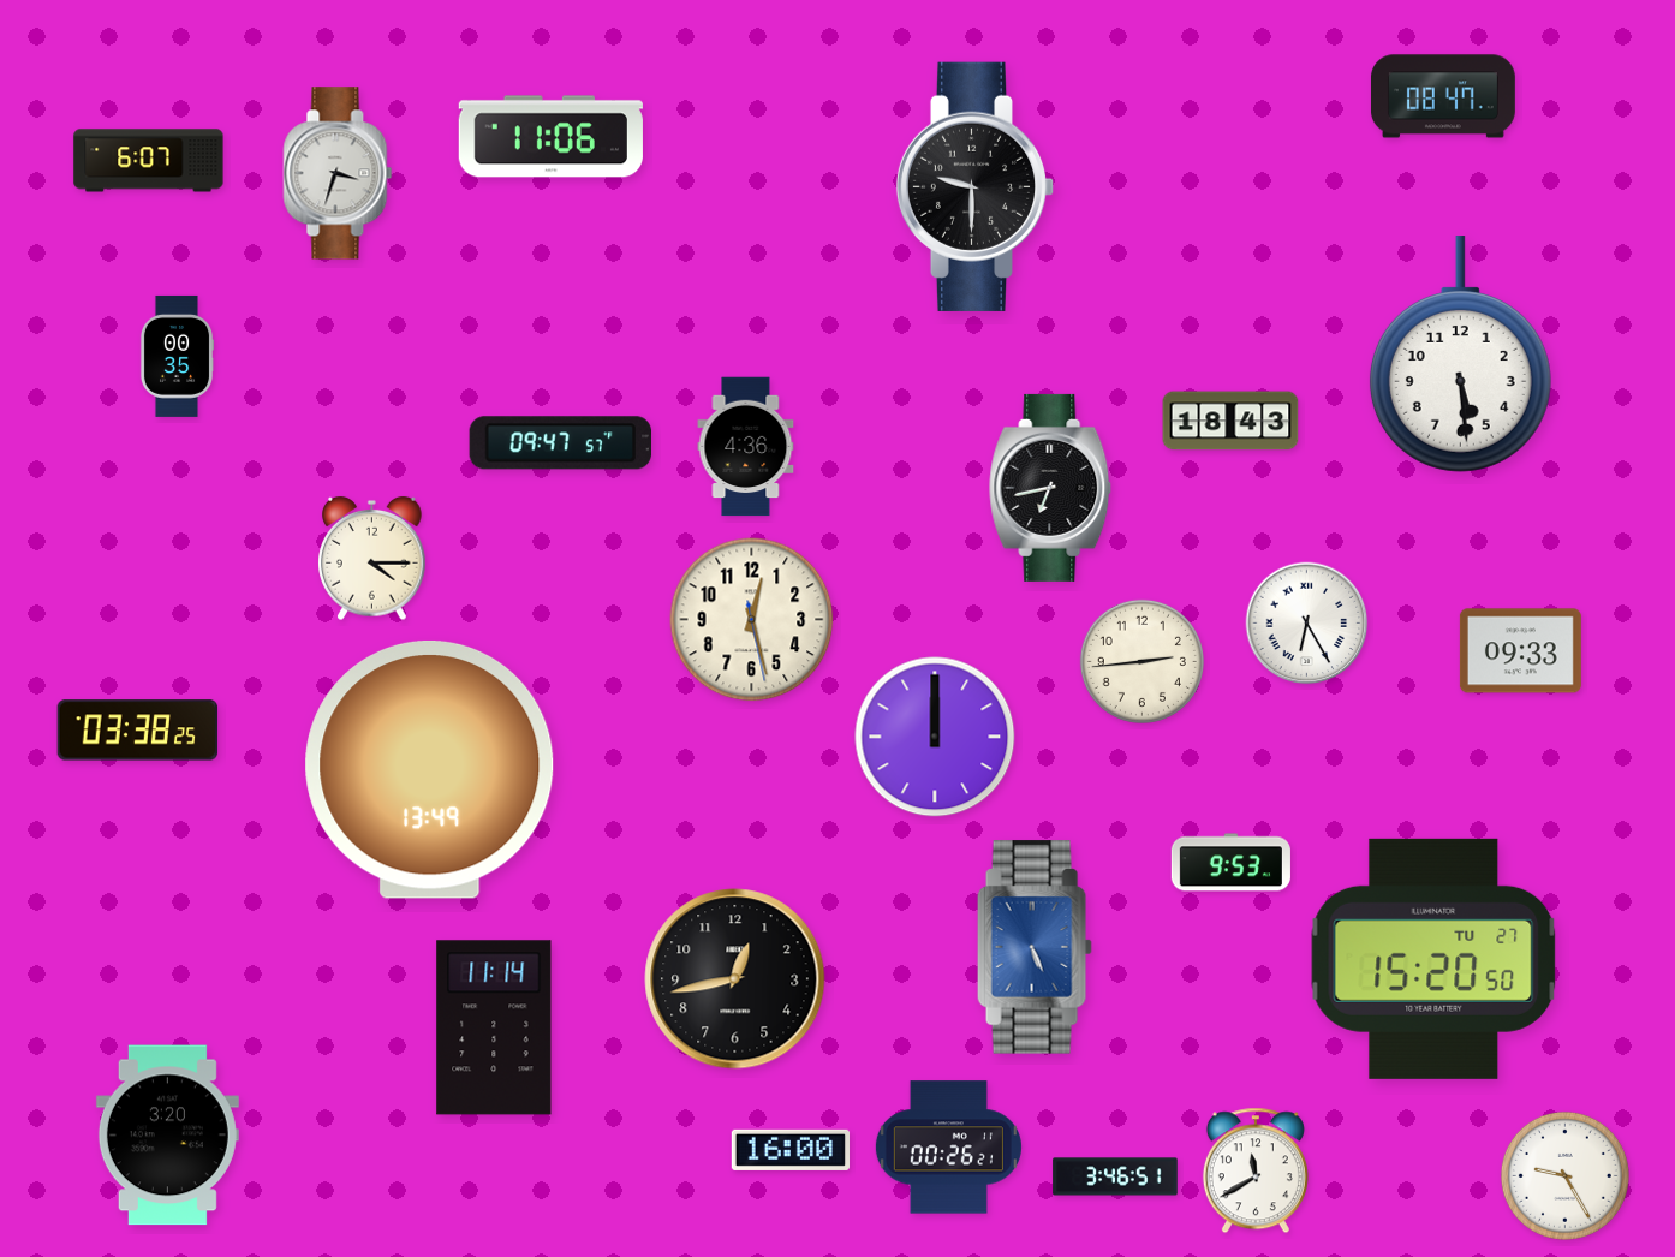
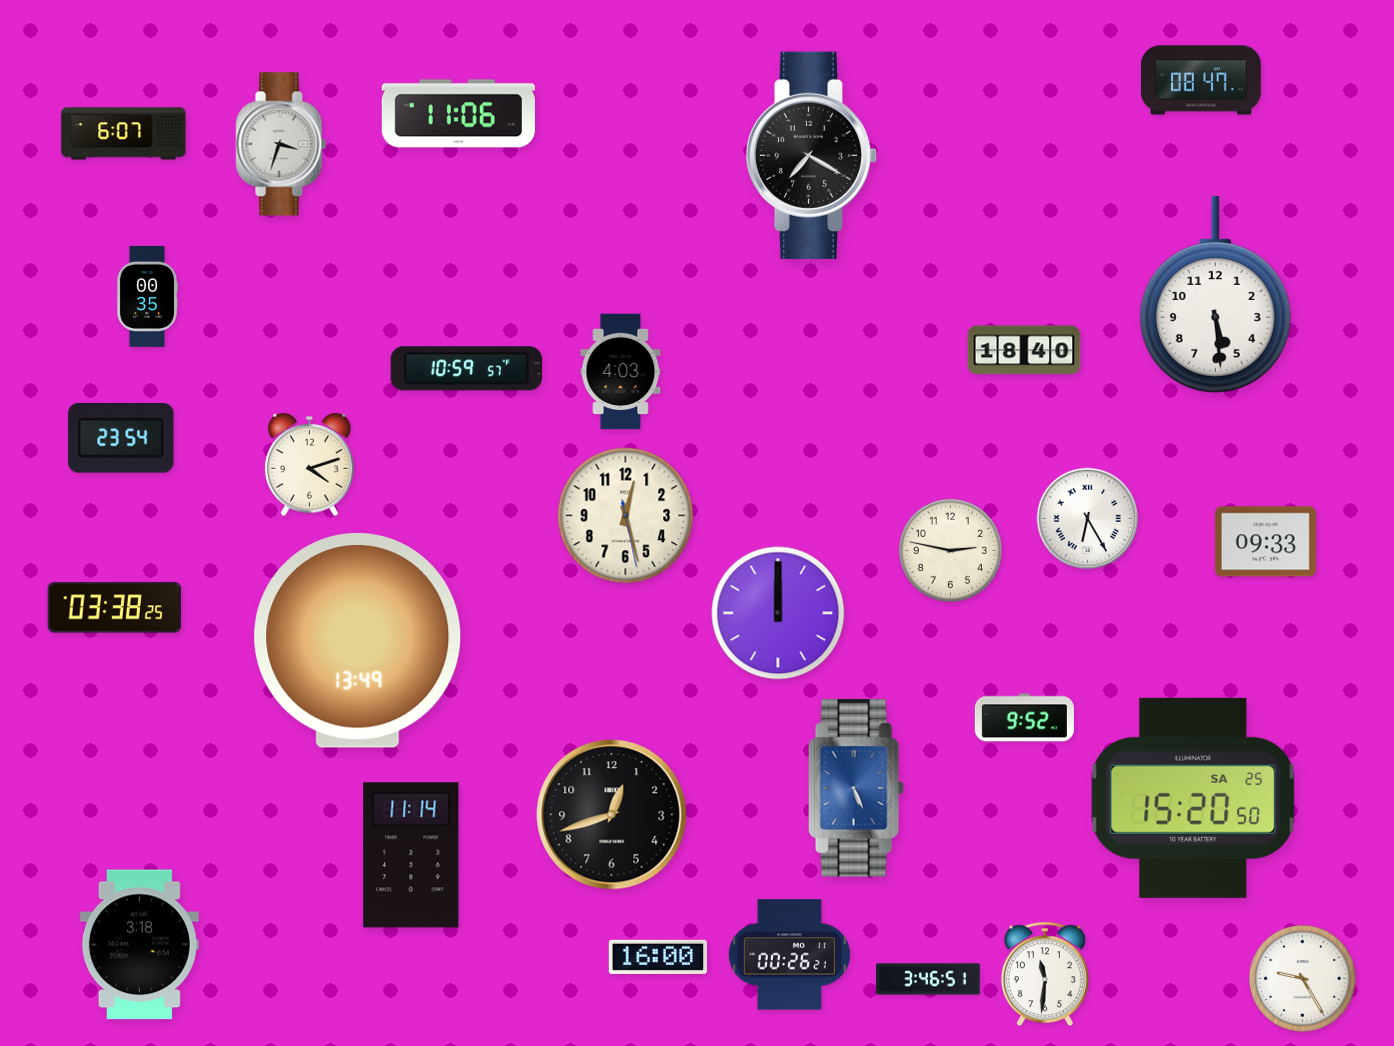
clock at (976, 186): 9:30 -> 7:20
clock at (1230, 421): 18:43 -> 18:40
clock at (560, 443): 09:47 -> 10:59
clock at (746, 447): 4:36 -> 4:03
clock at (1051, 488): 6:43 -> none
clock at (121, 439): none -> 23:54
clock at (372, 559): 4:15 -> 4:12
clock at (1141, 661): 2:44 -> 2:47
clock at (1230, 863): 9:53 -> 9:52
clock at (1035, 947) position: (1035, 947) -> (856, 788)
clock at (1433, 959) date: TU 27 -> SA 25
clock at (735, 979): 12:43 -> 12:42
clock at (167, 1136): 3:20 -> 3:18
clock at (1256, 1170): 11:40 -> 11:31
